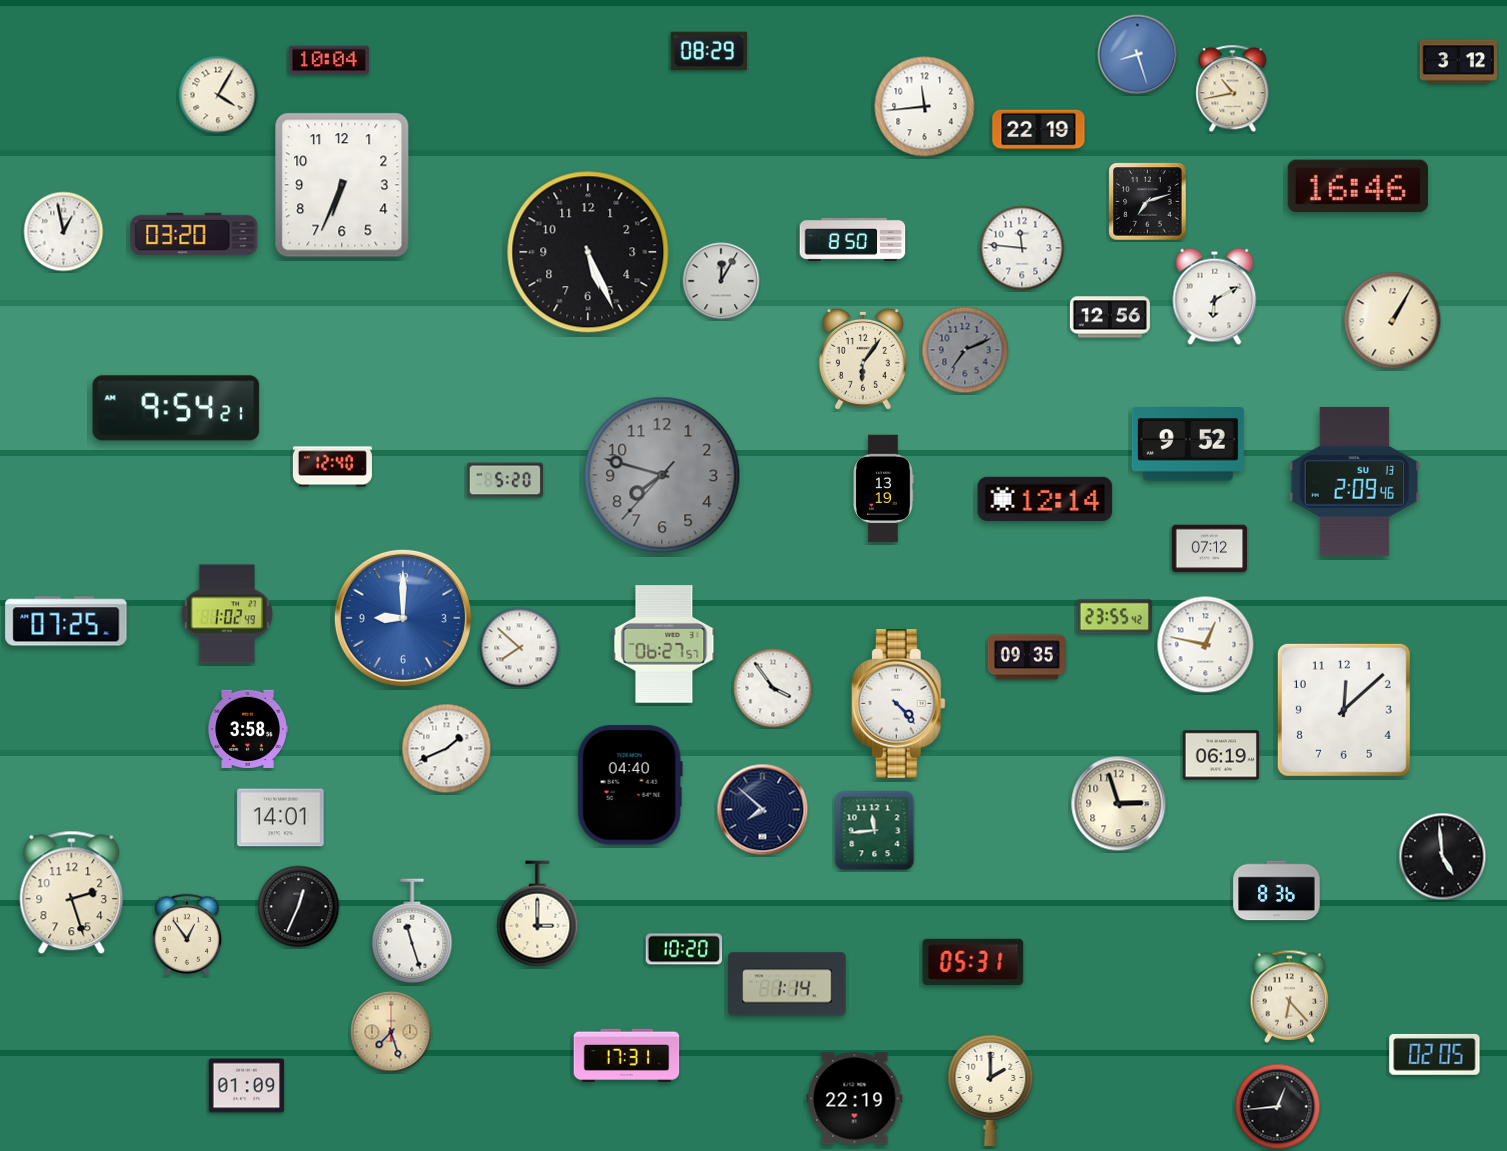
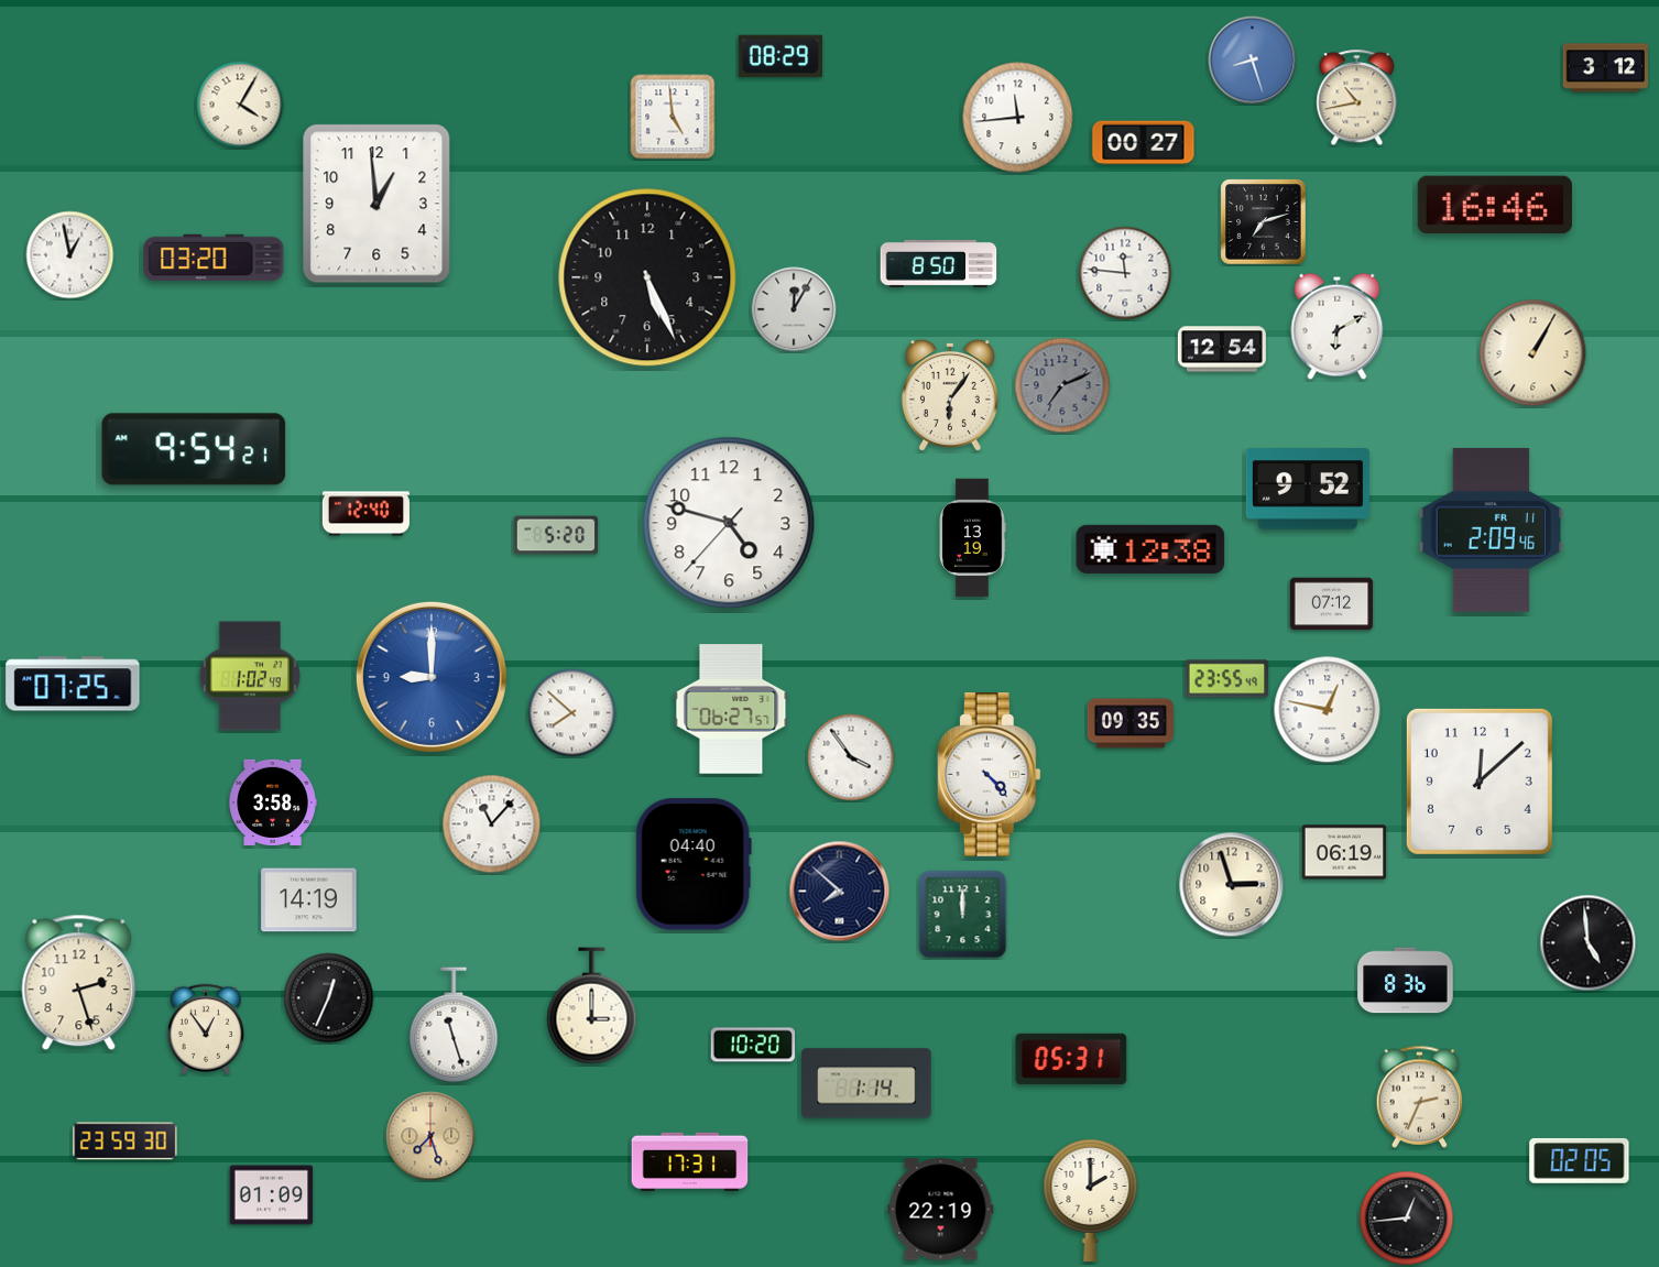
clock at (329, 60): 10:04 -> none
clock at (673, 117): none -> 4:59
clock at (1039, 130): 22:19 -> 00:27
clock at (342, 185): 6:34 -> 12:59
clock at (1110, 317): 12:56 -> 12:54
clock at (662, 475): 7:47 -> 4:47
clock at (662, 475) dial: grey -> white
clock at (505, 480) position: (505, 480) -> (556, 535)
clock at (1354, 481) date: SU 13 -> FR 11
clock at (1045, 499): 12:14 -> 12:38
clock at (1115, 617): 23:55:42 -> 23:55:49
clock at (403, 618) position: (403, 618) -> (432, 677)
clock at (447, 749): 1:41 -> 11:07
clock at (1221, 755) position: (1221, 755) -> (1344, 852)
clock at (281, 818): 14:01 -> 14:19
clock at (875, 831): 11:44 -> 12:00
clock at (1290, 996): 6:23 -> 2:34
clock at (125, 1142): none -> 23:59
